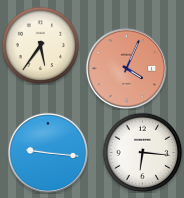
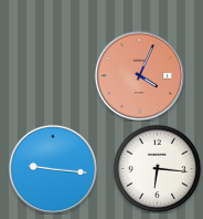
clock at (40, 45): 5:36 -> none
